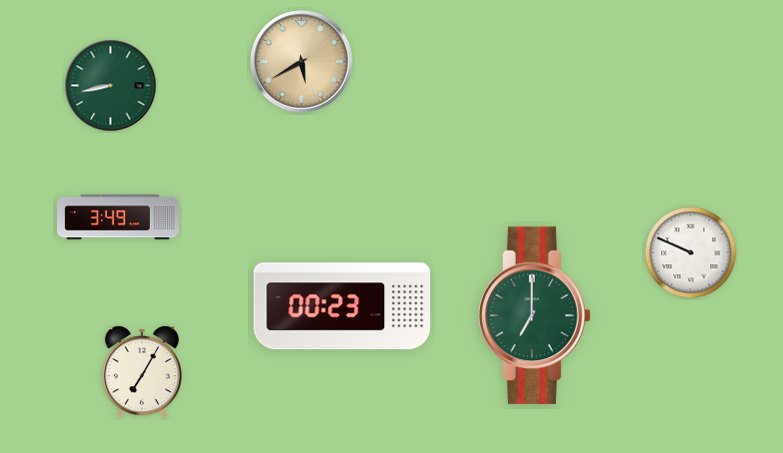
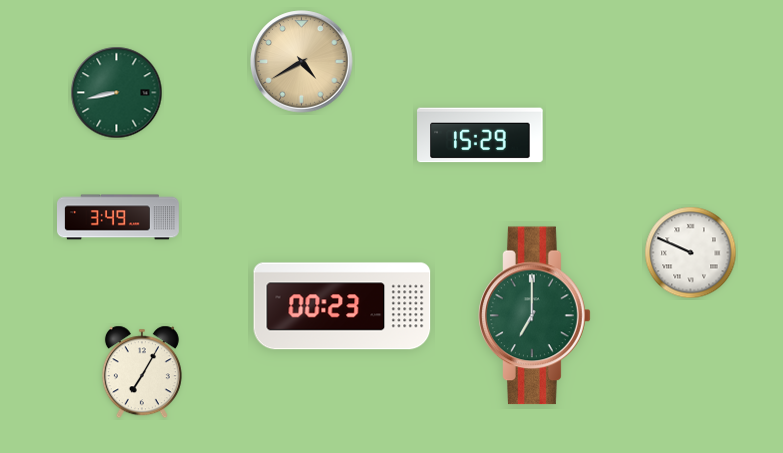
clock at (302, 62): 5:40 -> 4:40
clock at (111, 86) position: (111, 86) -> (117, 93)
clock at (480, 135): none -> 15:29
